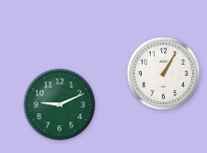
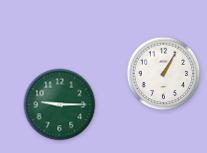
clock at (60, 105): 9:11 -> 9:15
